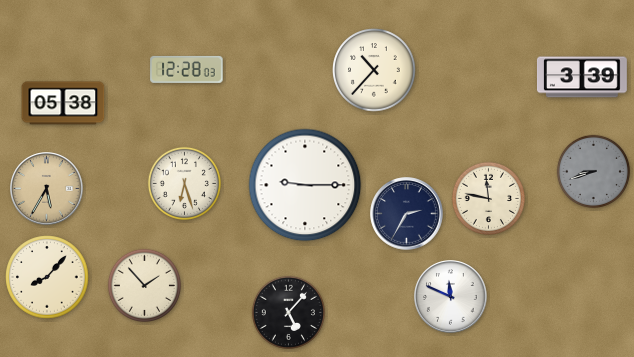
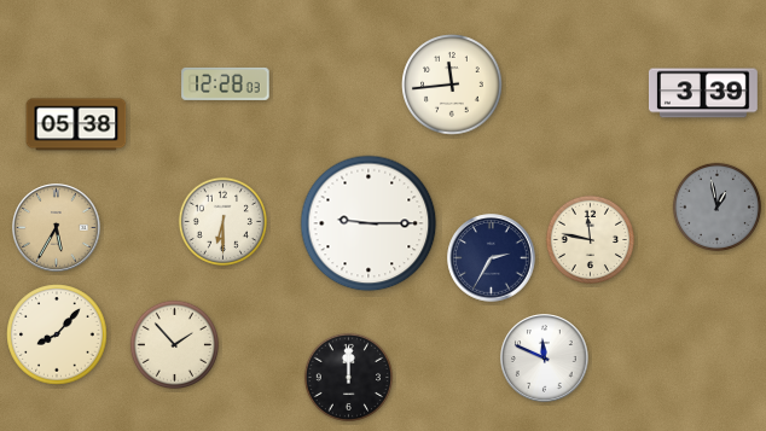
clock at (374, 70): 10:37 -> 11:44
clock at (593, 171): 8:42 -> 12:58
clock at (184, 183): 6:27 -> 6:30
clock at (288, 312): 5:07 -> 12:00
